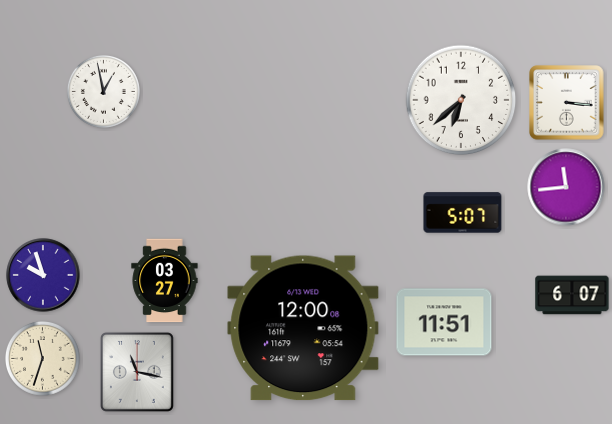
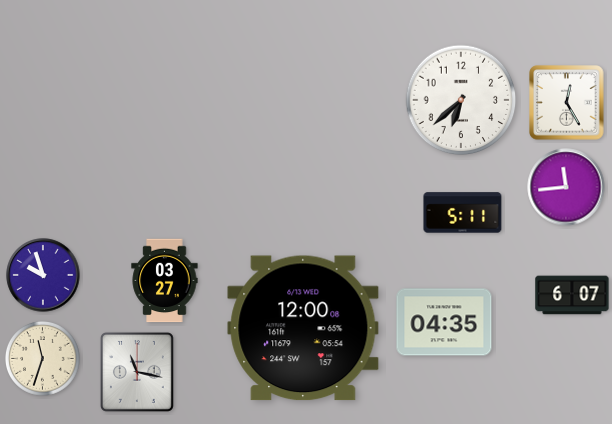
clock at (103, 91): 12:58 -> none
clock at (567, 103): 3:16 -> 12:25
clock at (463, 213): 5:07 -> 5:11
clock at (444, 322): 11:51 -> 04:35
